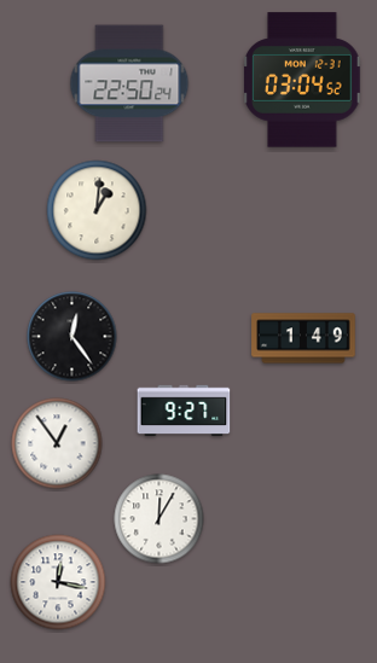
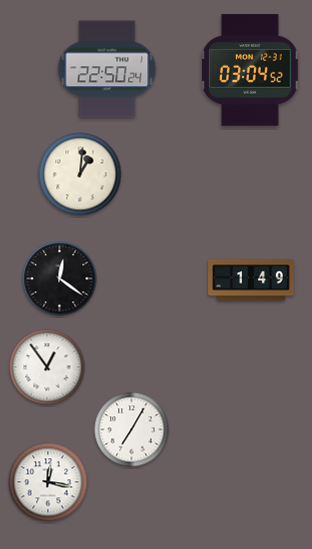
clock at (303, 80) position: (303, 80) -> (251, 70)
clock at (72, 337): 12:24 -> 12:21
clock at (184, 409): 9:27 -> none
clock at (159, 519): 12:05 -> 7:05
